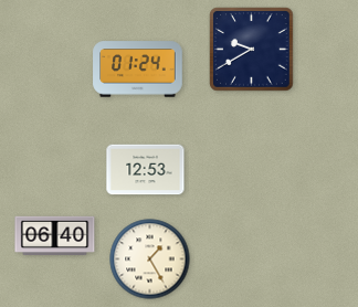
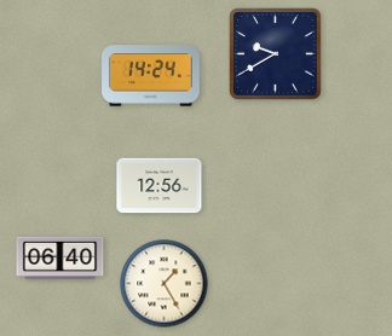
clock at (138, 70): 01:24 -> 14:24
clock at (146, 170): 12:53 -> 12:56
